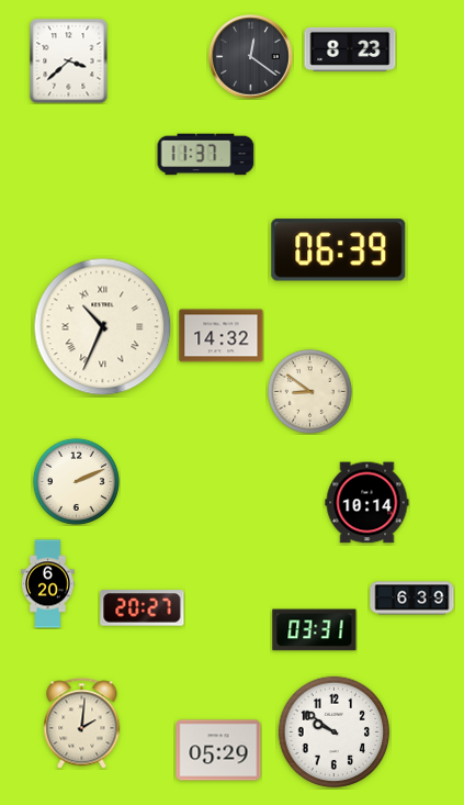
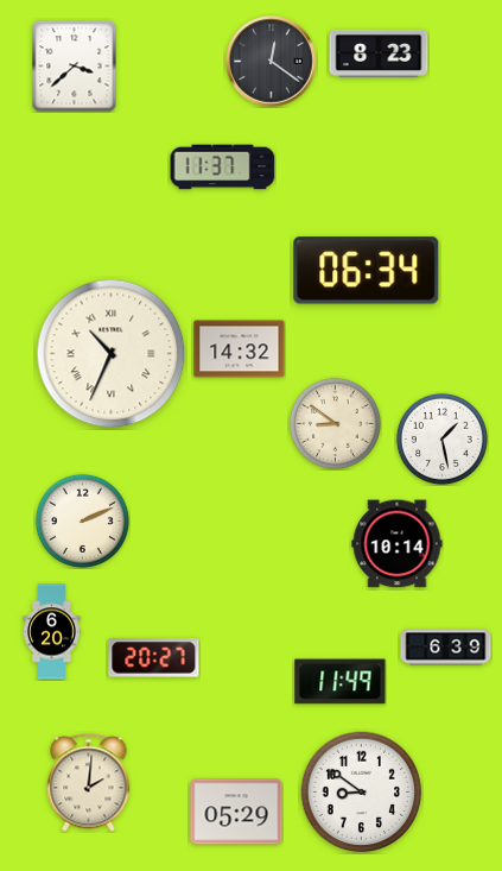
clock at (339, 250): 06:39 -> 06:34
clock at (222, 336) position: (222, 336) -> (240, 349)
clock at (441, 438): none -> 1:28
clock at (315, 630): 03:31 -> 11:49
clock at (335, 733): 9:51 -> 8:51
